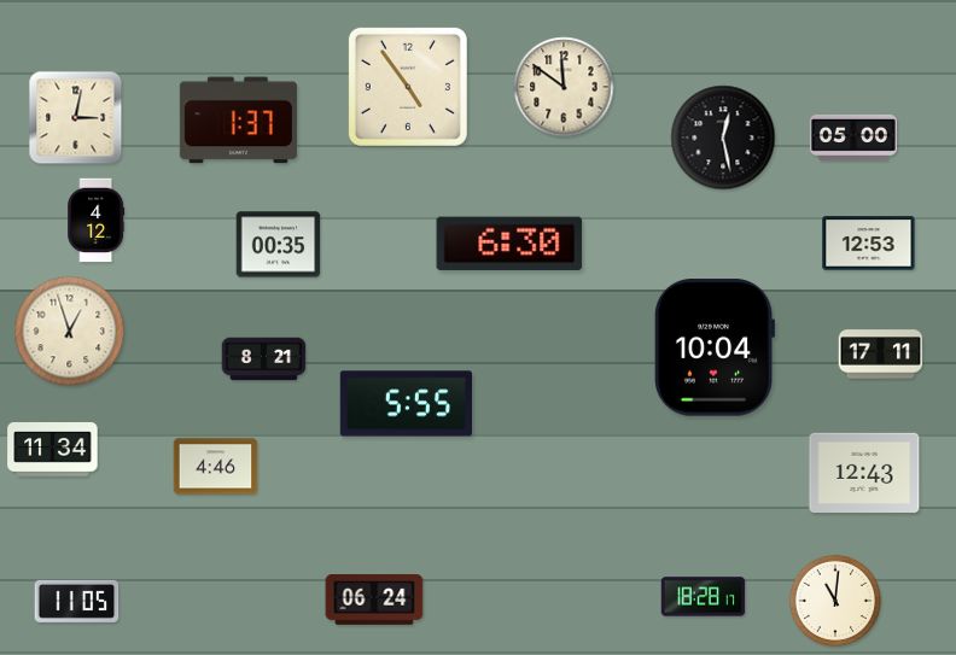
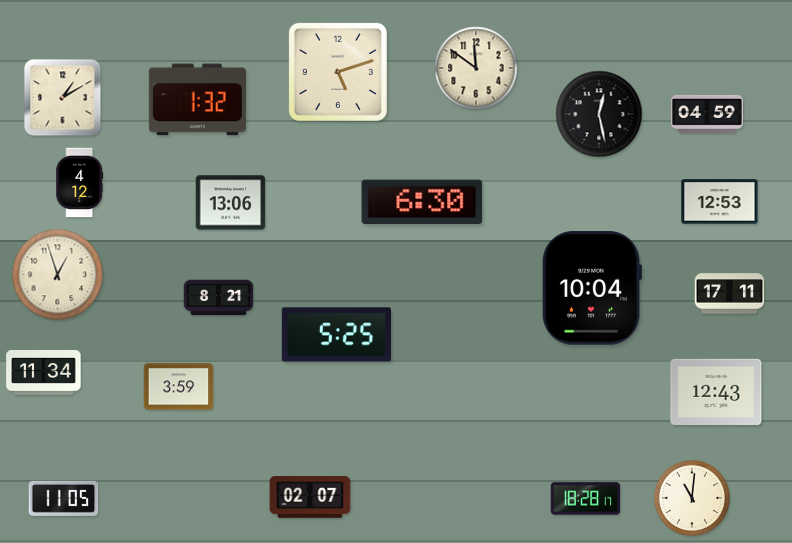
clock at (408, 87): 4:54 -> 5:12
clock at (564, 87) position: (564, 87) -> (476, 68)
clock at (76, 118): 3:02 -> 1:10
clock at (238, 121): 1:37 -> 1:32
clock at (853, 138): 05:00 -> 04:59
clock at (279, 245): 00:35 -> 13:06
clock at (406, 404): 5:55 -> 5:25
clock at (216, 467): 4:46 -> 3:59
clock at (704, 597) position: (704, 597) -> (586, 499)
clock at (374, 600): 06:24 -> 02:07
